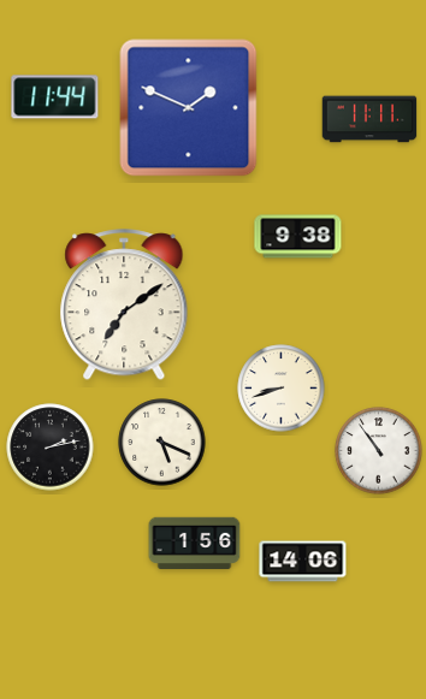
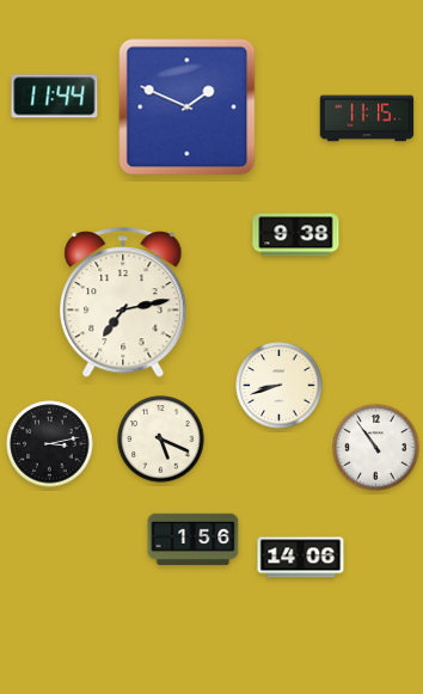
clock at (369, 119): 11:11 -> 11:15
clock at (124, 306): 7:09 -> 7:13
clock at (51, 448): 2:13 -> 3:13
